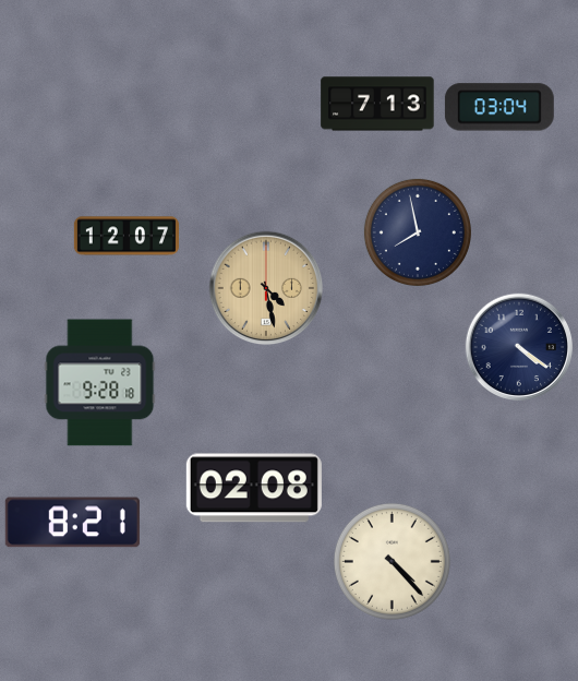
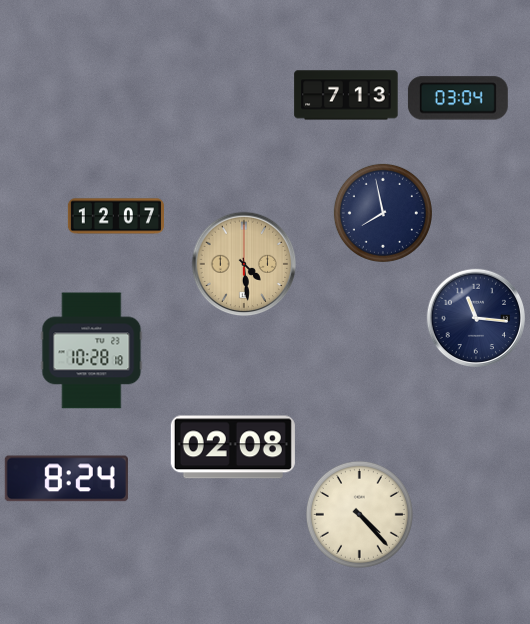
clock at (266, 288): 4:28 -> 4:29
clock at (519, 347): 4:21 -> 11:16
clock at (100, 383): 9:28 -> 10:28
clock at (72, 523): 8:21 -> 8:24
